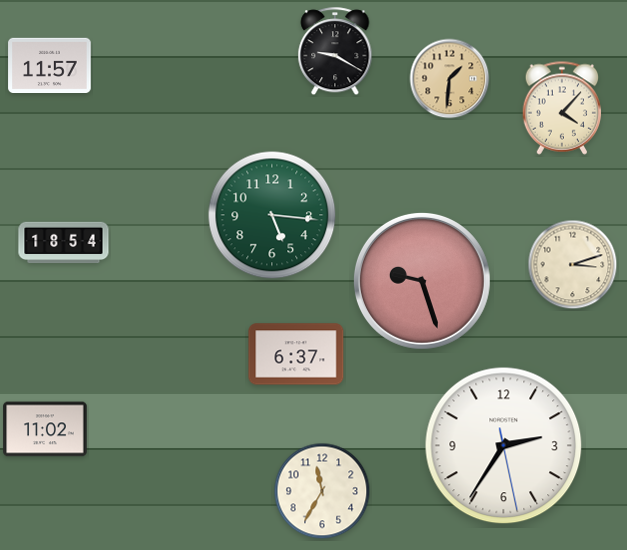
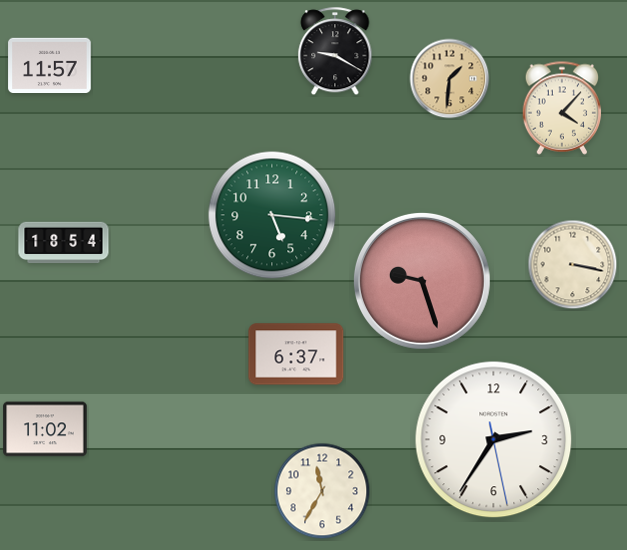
clock at (573, 265): 3:12 -> 3:17
clock at (504, 446) position: (504, 446) -> (494, 440)
